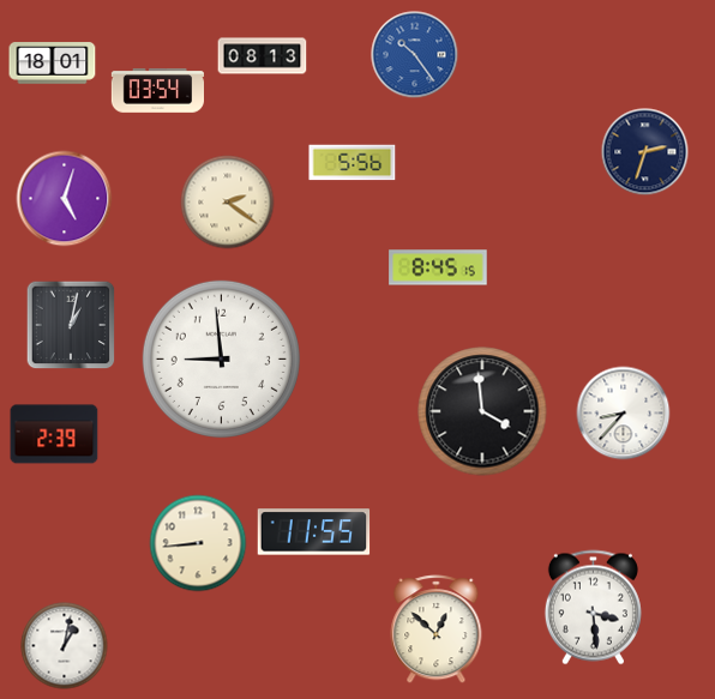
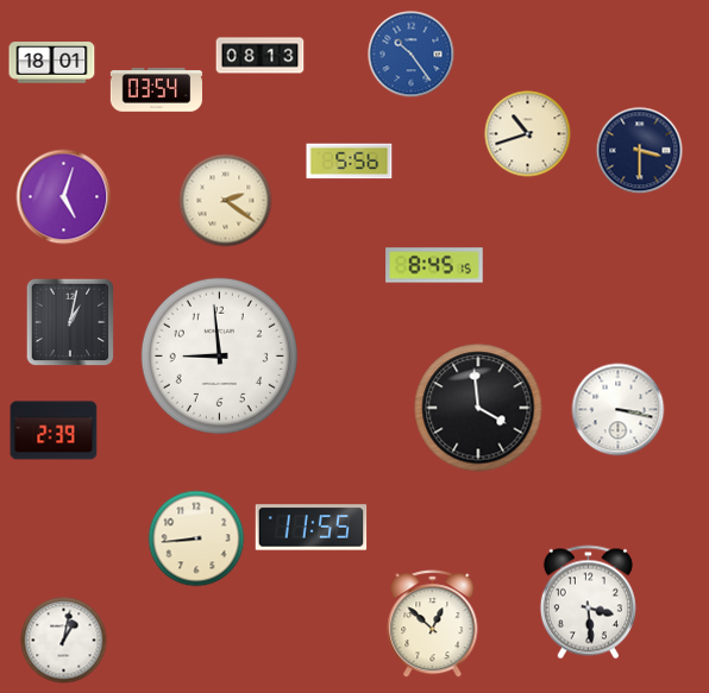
clock at (528, 134): none -> 10:42
clock at (645, 152): 2:33 -> 3:30
clock at (624, 414): 8:37 -> 3:17
